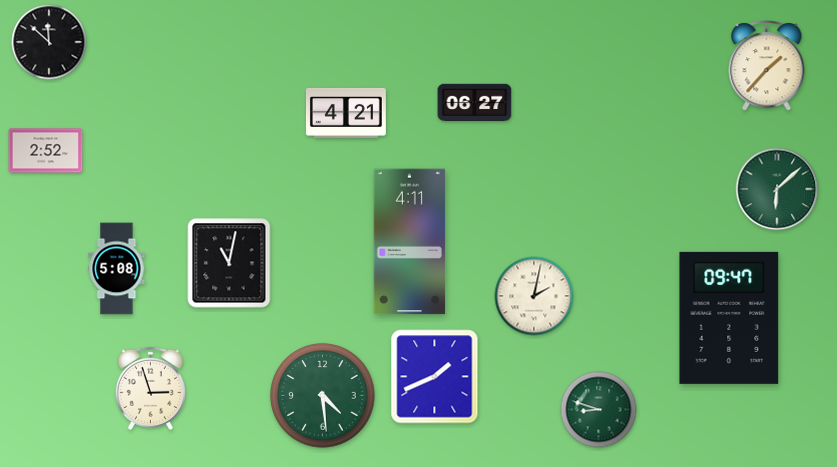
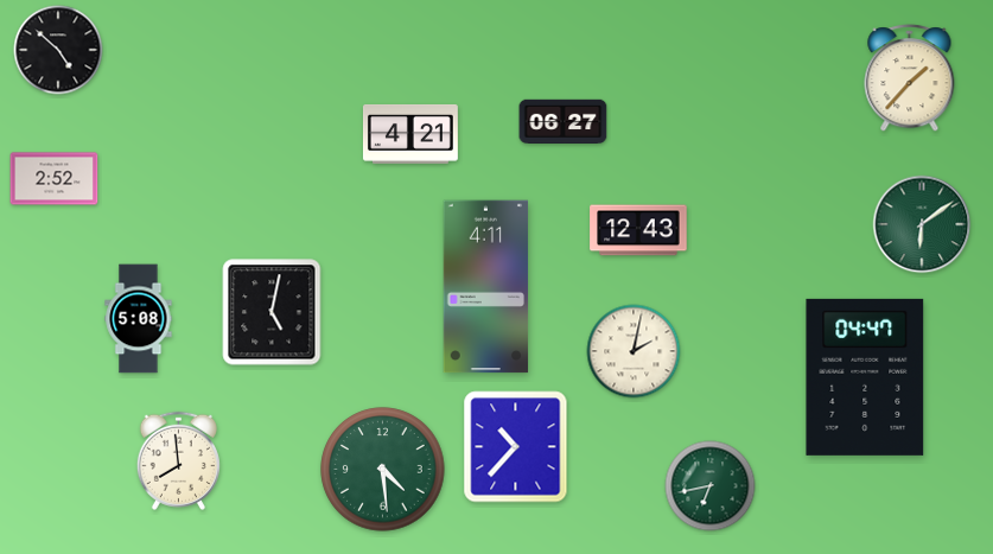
clock at (49, 42): 11:52 -> 4:52
clock at (777, 189): 6:08 -> 6:09
clock at (638, 230): none -> 12:43
clock at (229, 263): 11:02 -> 5:02
clock at (729, 318): 09:47 -> 04:47
clock at (435, 377): 1:41 -> 10:37
clock at (150, 388): 2:57 -> 7:59
clock at (599, 410): 8:48 -> 6:43
